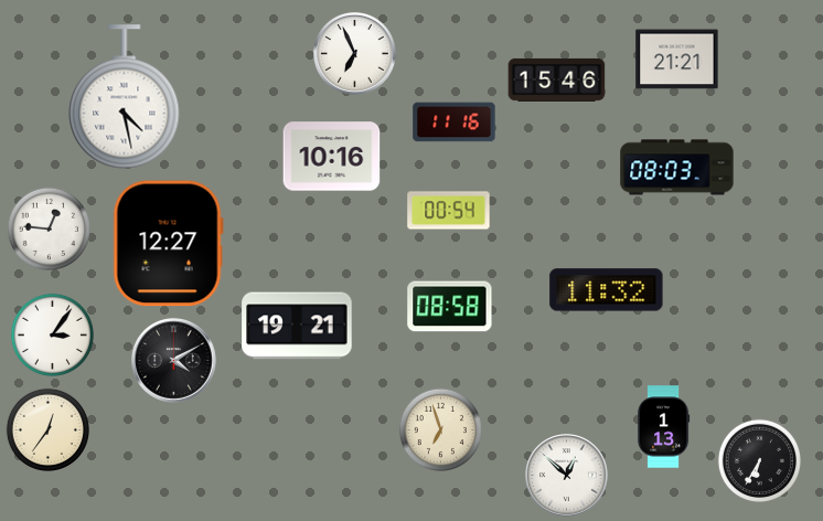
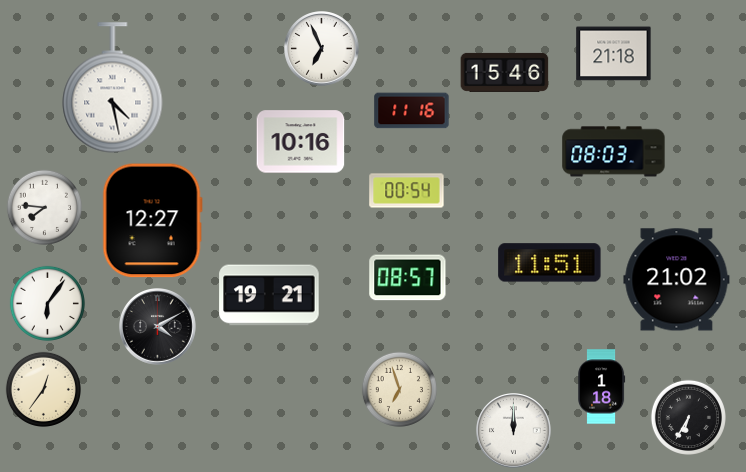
clock at (677, 60): 21:21 -> 21:18
clock at (49, 228): 12:46 -> 7:46
clock at (607, 290): 11:32 -> 11:51
clock at (450, 307): 08:58 -> 08:57
clock at (677, 280): none -> 21:02
clock at (52, 334): 3:06 -> 6:06
clock at (663, 427): 1:13 -> 1:18
clock at (567, 476): 12:52 -> 12:00
